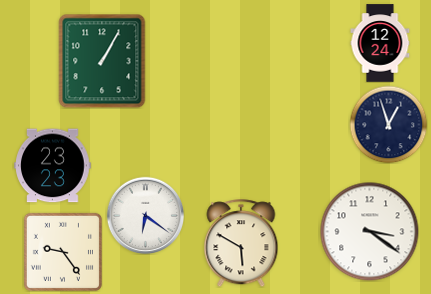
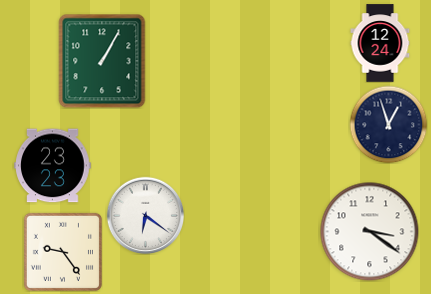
clock at (241, 243): 5:50 -> none
